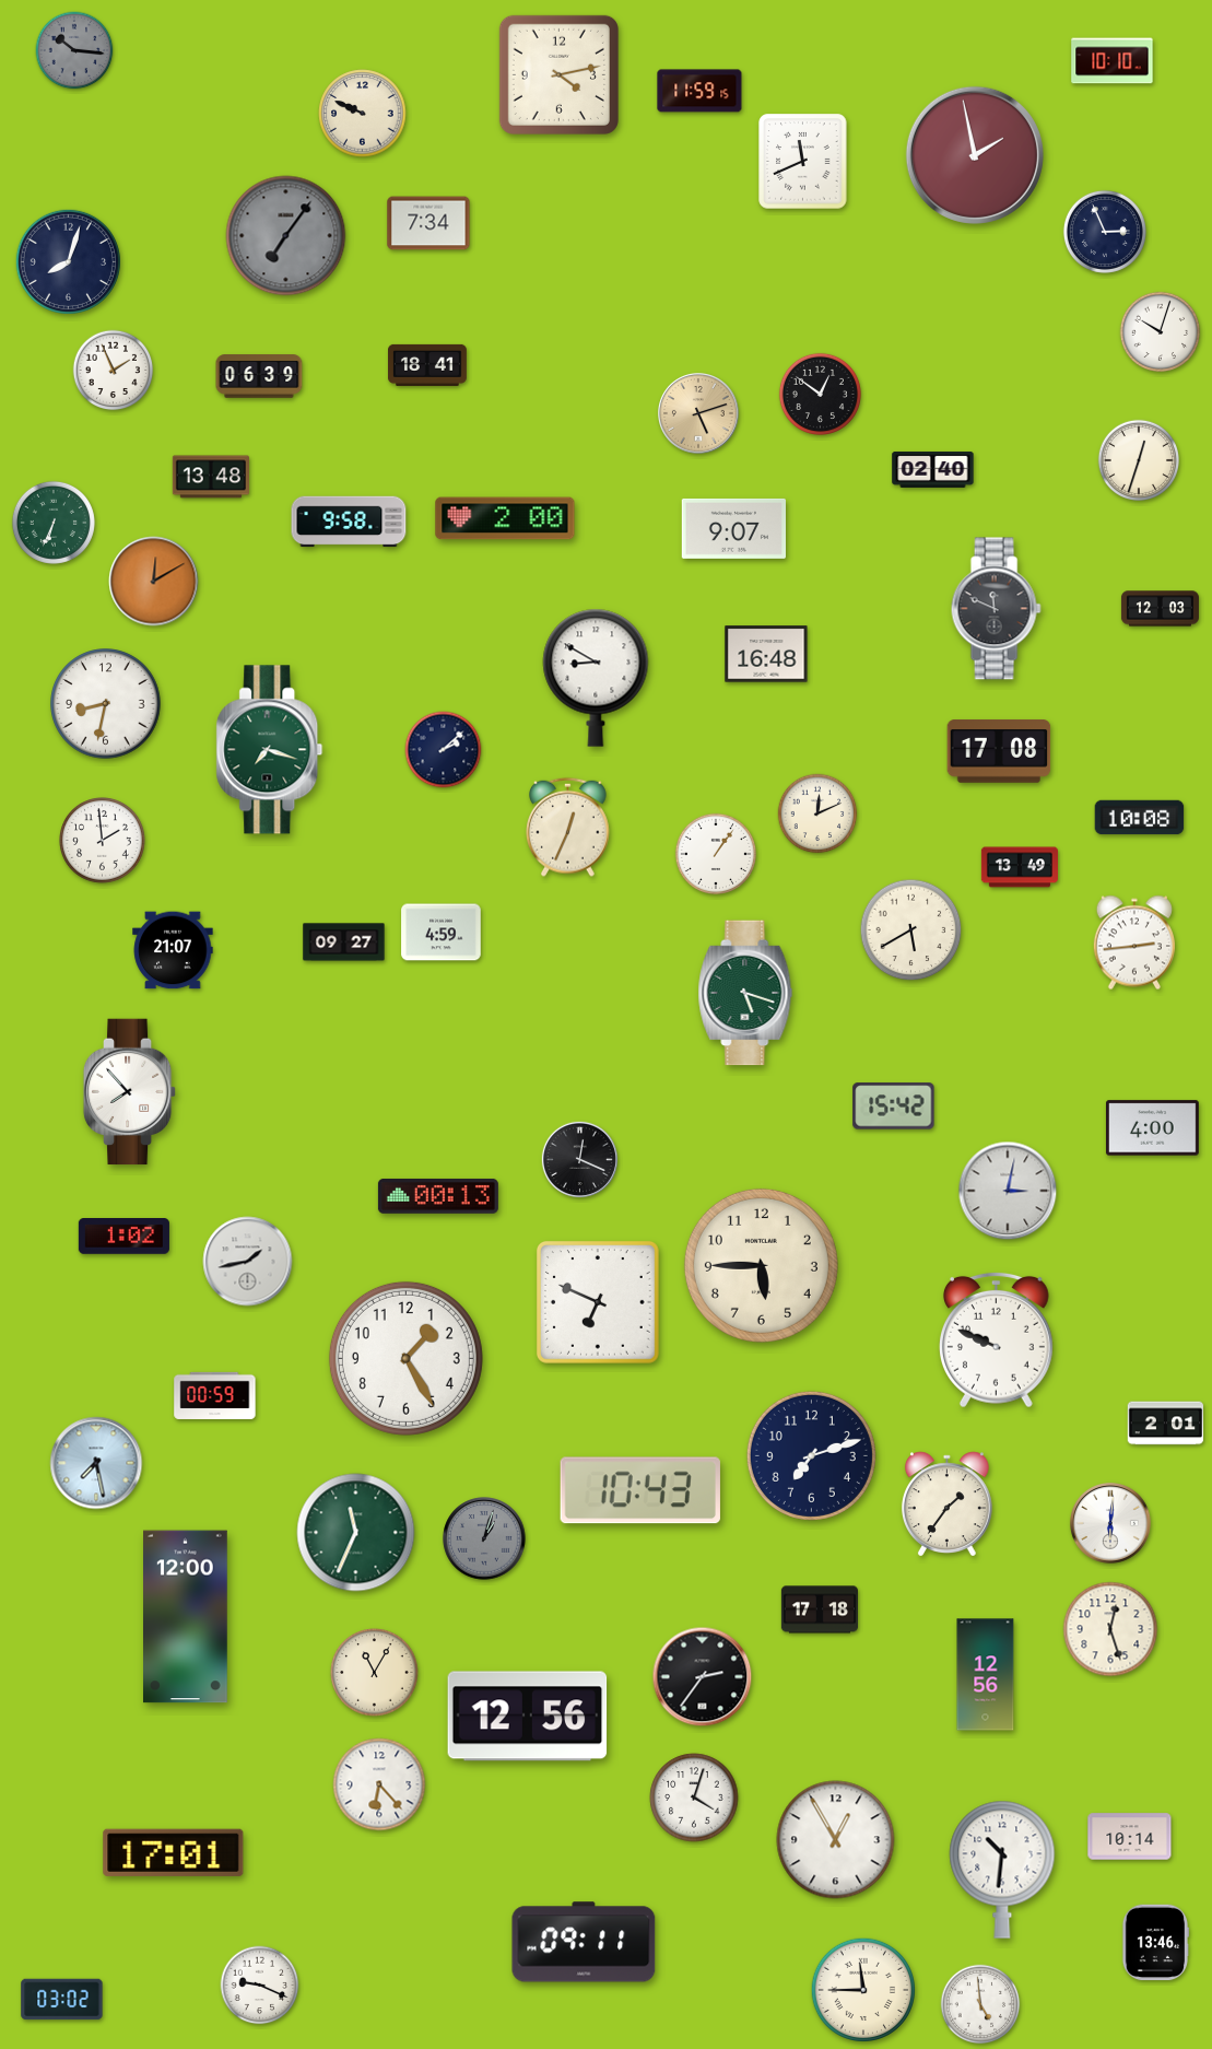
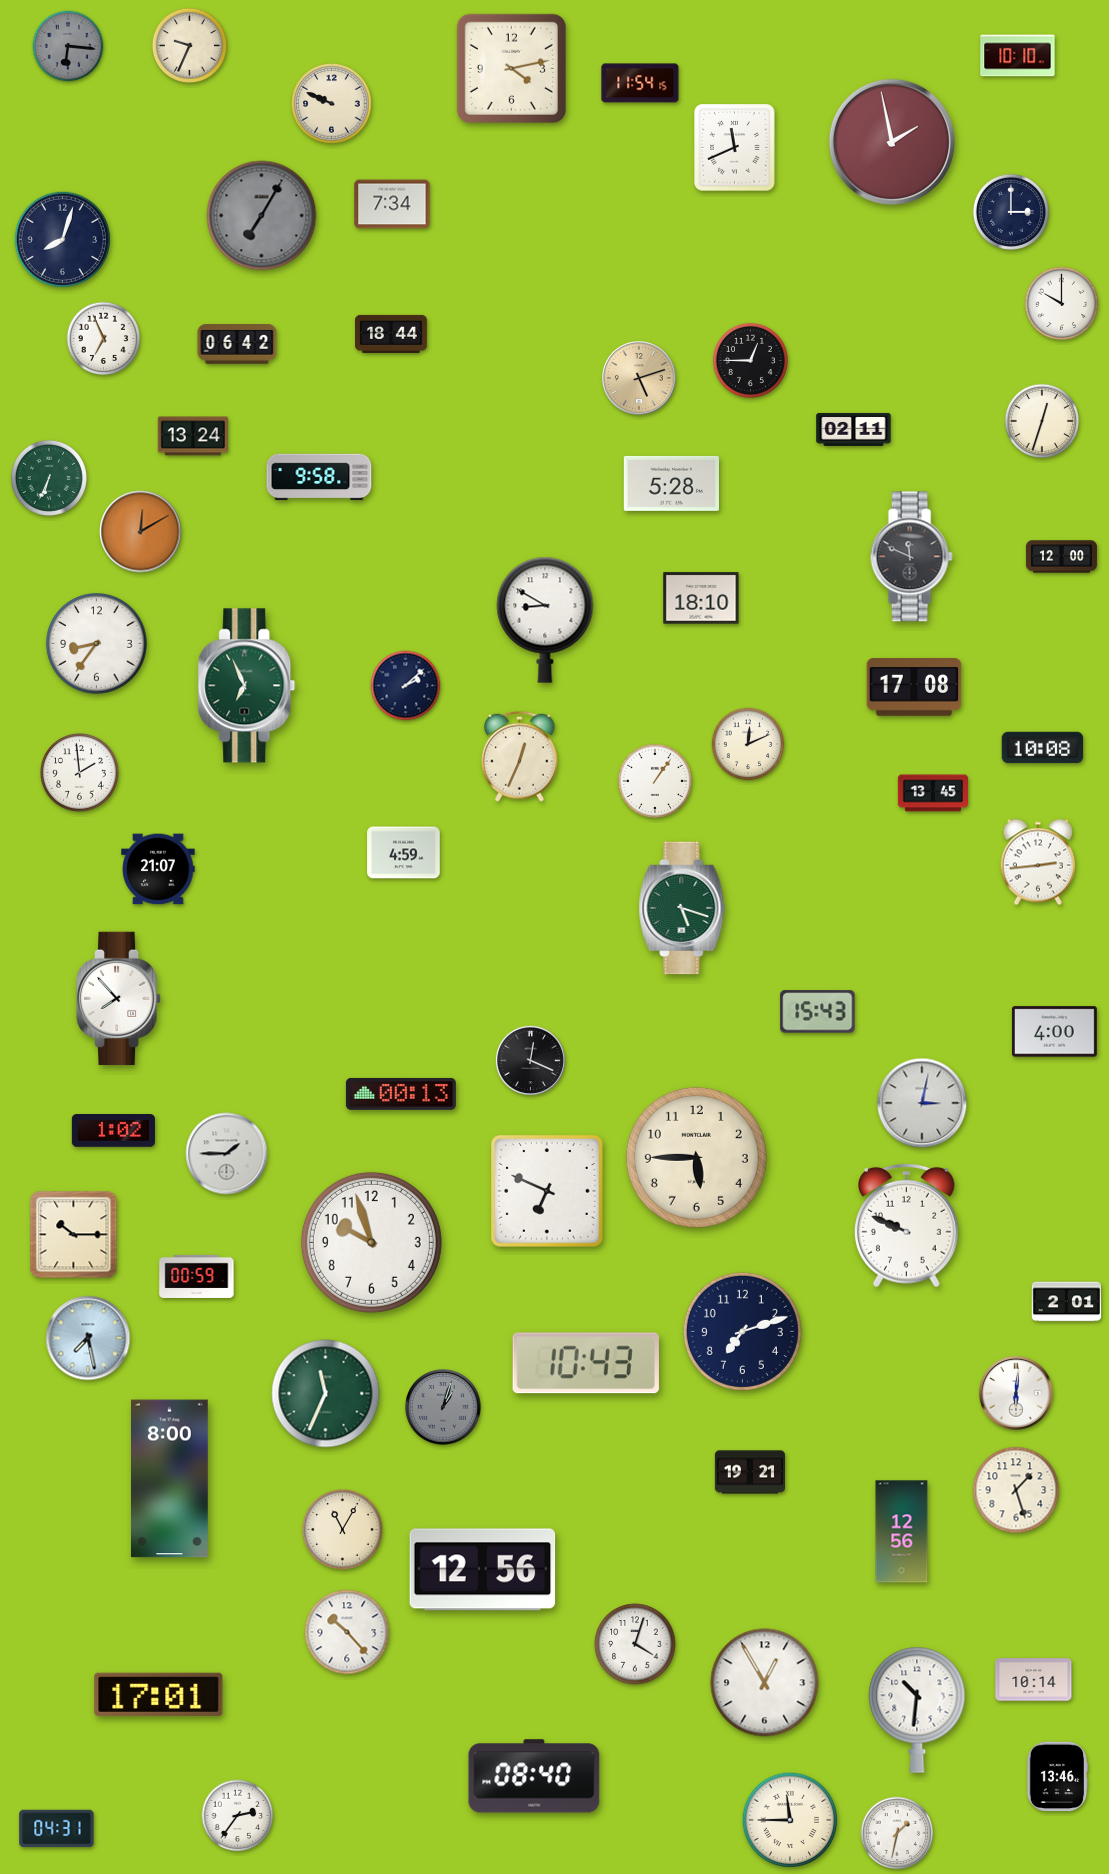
clock at (189, 45): none -> 9:34
clock at (74, 50): 10:16 -> 6:16
clock at (699, 91): 11:59 -> 11:54
clock at (1105, 232): 2:56 -> 3:00
clock at (286, 236): 7:06 -> 7:05
clock at (1161, 332): 10:03 -> 10:00
clock at (428, 365): 18:41 -> 18:44
clock at (114, 371): 1:56 -> 6:56
clock at (259, 376): 06:39 -> 06:42
clock at (820, 394): 12:51 -> 12:45
clock at (933, 469): 02:40 -> 02:11
clock at (211, 477): 13:48 -> 13:24
clock at (505, 518): 2:00 -> none
clock at (733, 528): 9:07 -> 5:28
clock at (1160, 609): 12:03 -> 12:00
clock at (766, 654): 16:48 -> 18:10
clock at (106, 704): 8:32 -> 8:36
clock at (270, 750): 7:18 -> 6:56
clock at (103, 841) position: (103, 841) -> (80, 773)
clock at (1019, 867): 13:49 -> 13:45
clock at (911, 930): 5:40 -> none
clock at (344, 942): 09:27 -> none
clock at (894, 1107): 15:42 -> 15:43
clock at (1008, 1191) position: (1008, 1191) -> (922, 1103)
clock at (248, 1262): 1:43 -> 1:45
clock at (997, 1339) position: (997, 1339) -> (907, 1225)
clock at (74, 1235): none -> 10:15
clock at (405, 1358): 1:25 -> 9:57
clock at (946, 1504): 1:36 -> none
clock at (356, 1533) position: (356, 1533) -> (326, 1394)
clock at (819, 1609): 17:18 -> 19:21
clock at (186, 1617): 12:00 -> 8:00
clock at (1110, 1629): 12:27 -> 1:27
clock at (703, 1677): 2:36 -> none
clock at (379, 1784): 6:23 -> 10:23
clock at (584, 1942): 09:11 -> 08:40
clock at (260, 1986): 9:19 -> 2:36
clock at (62, 2000): 03:02 -> 04:31
clock at (980, 2004): 4:59 -> 1:32
